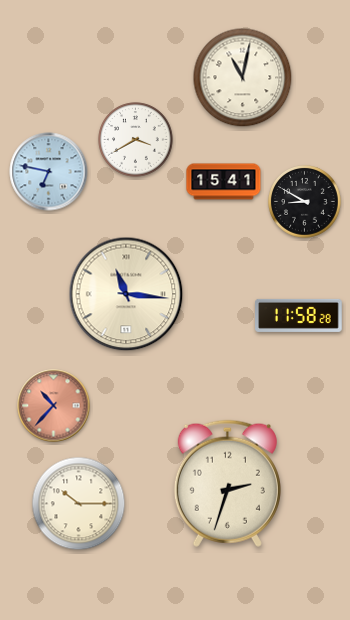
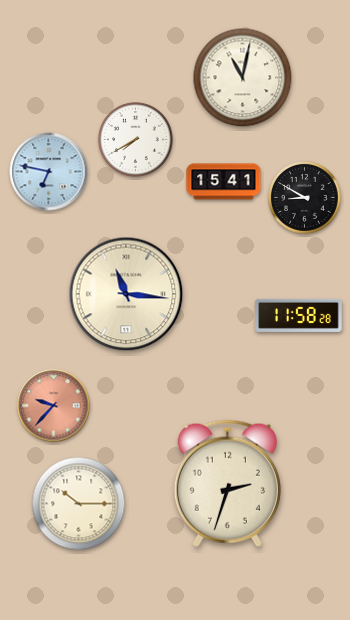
clock at (136, 140): 3:40 -> 7:40
clock at (305, 202) position: (305, 202) -> (305, 198)
clock at (54, 406): 10:37 -> 9:37
